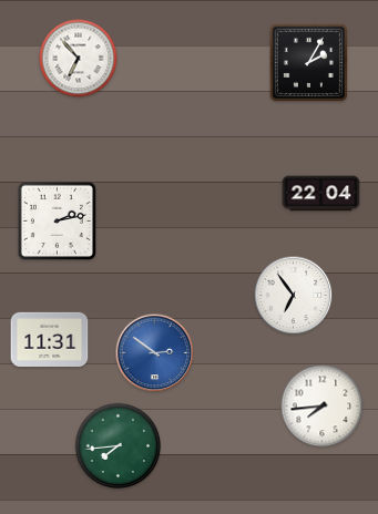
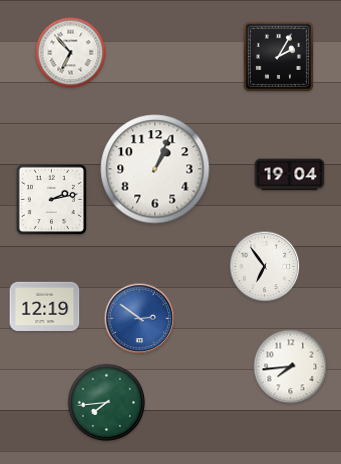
clock at (155, 169): none -> 1:04
clock at (321, 194): 22:04 -> 19:04
clock at (50, 339): 11:31 -> 12:19
